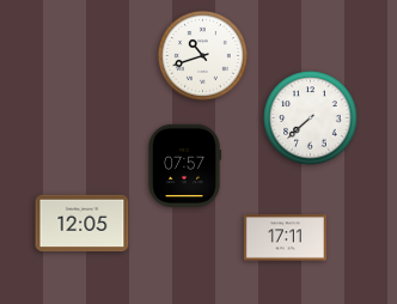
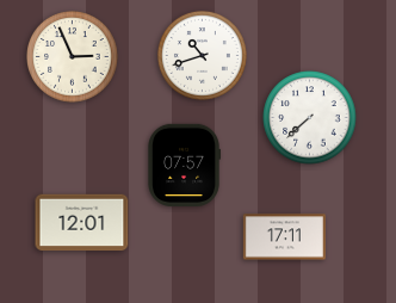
clock at (73, 57): none -> 2:56
clock at (83, 224): 12:05 -> 12:01
